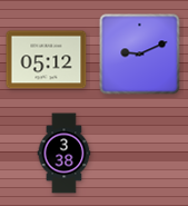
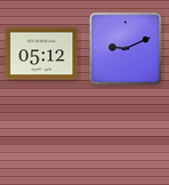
clock at (65, 154): 3:38 -> none
